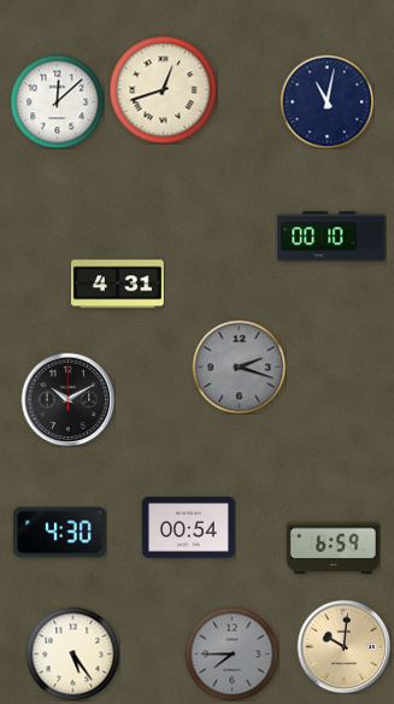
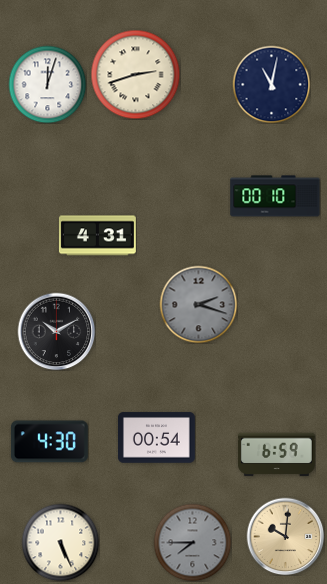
clock at (163, 89): 12:42 -> 2:42
clock at (57, 101): 12:08 -> 12:03
clock at (72, 653): 5:24 -> 5:26
